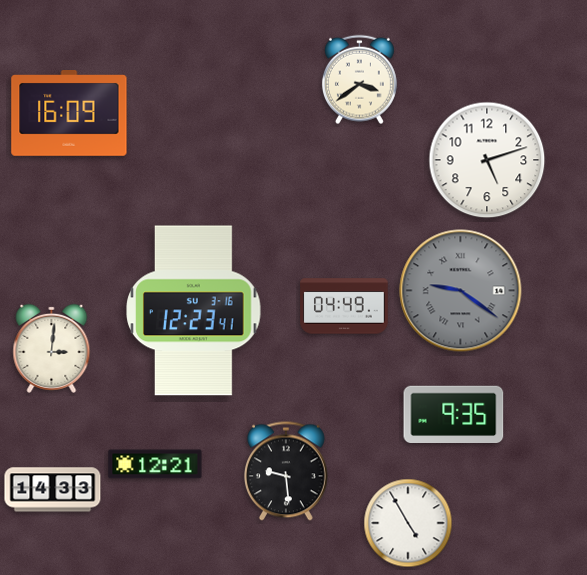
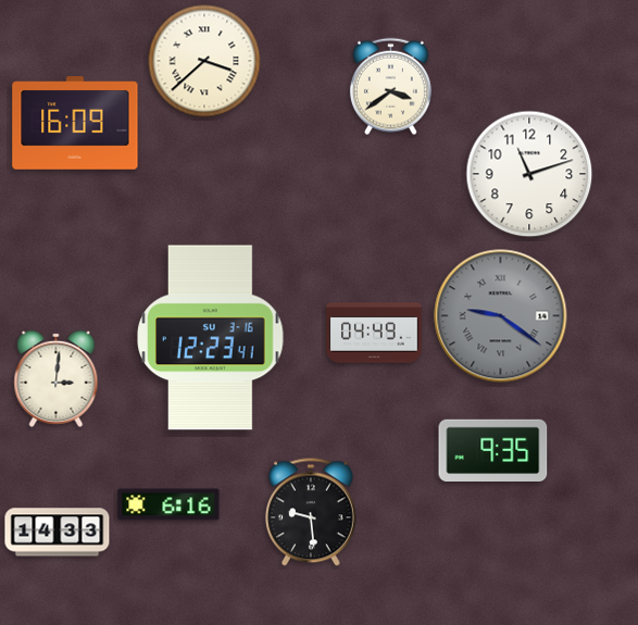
clock at (204, 61): none -> 3:38
clock at (487, 160): 5:12 -> 11:12
clock at (155, 464): 12:21 -> 6:16
clock at (408, 523): 4:55 -> none
